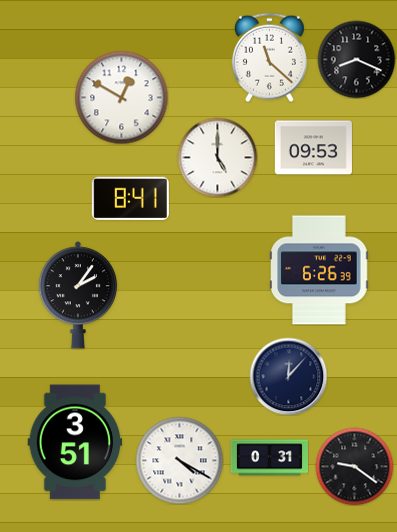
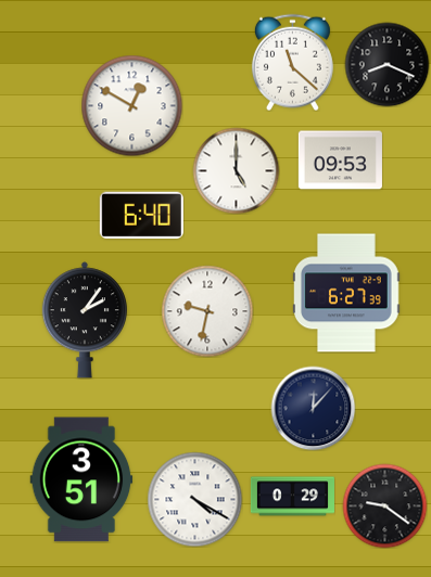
clock at (130, 198): 8:41 -> 6:40
clock at (320, 270): 6:26 -> 6:27
clock at (207, 311): none -> 9:32
clock at (269, 458): 0:31 -> 0:29
